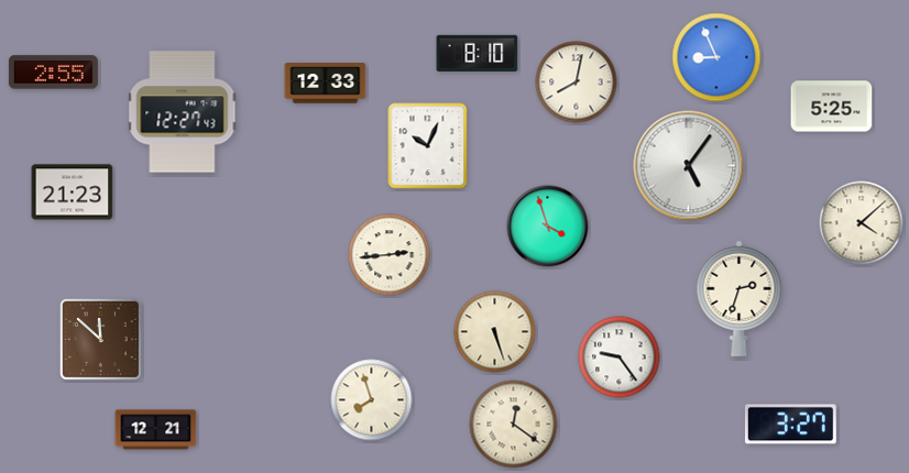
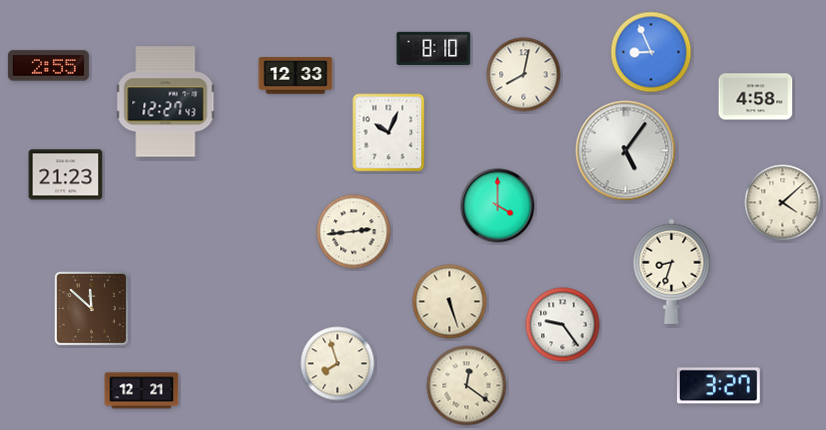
clock at (832, 107): 5:25 -> 4:58
clock at (548, 227): 3:57 -> 4:00
clock at (740, 298): 2:33 -> 8:33
